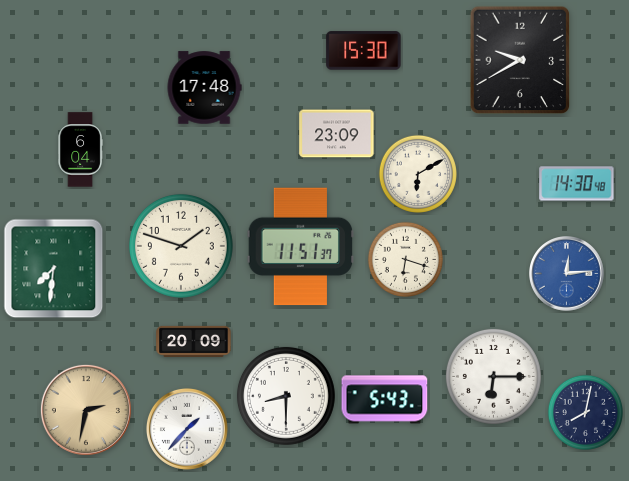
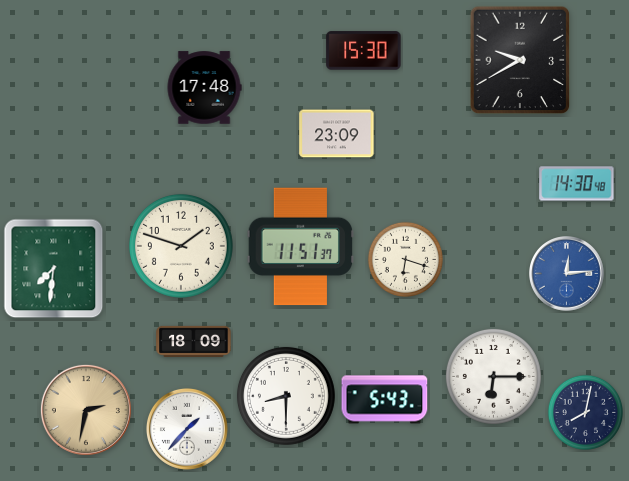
clock at (80, 150): 6:04 -> none
clock at (418, 174): 6:10 -> none
clock at (194, 341): 20:09 -> 18:09
